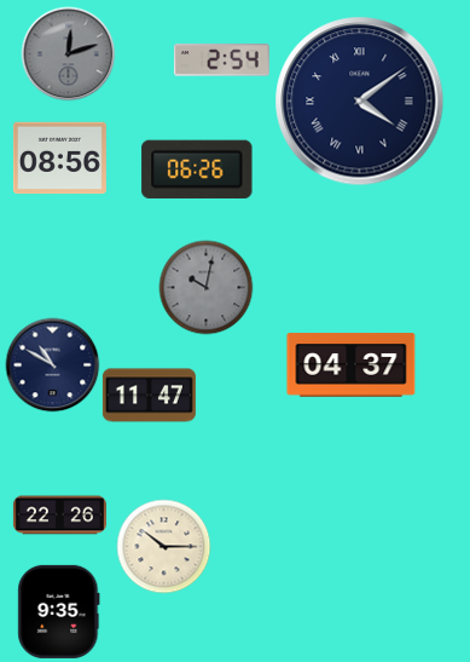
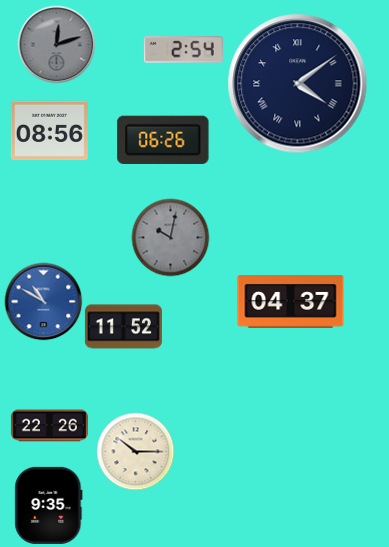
clock at (52, 364) dial: navy -> blue
clock at (149, 396): 11:47 -> 11:52
